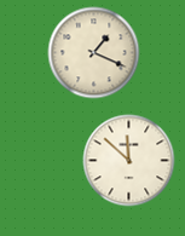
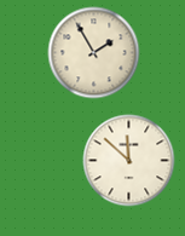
clock at (94, 53): 1:19 -> 1:55
